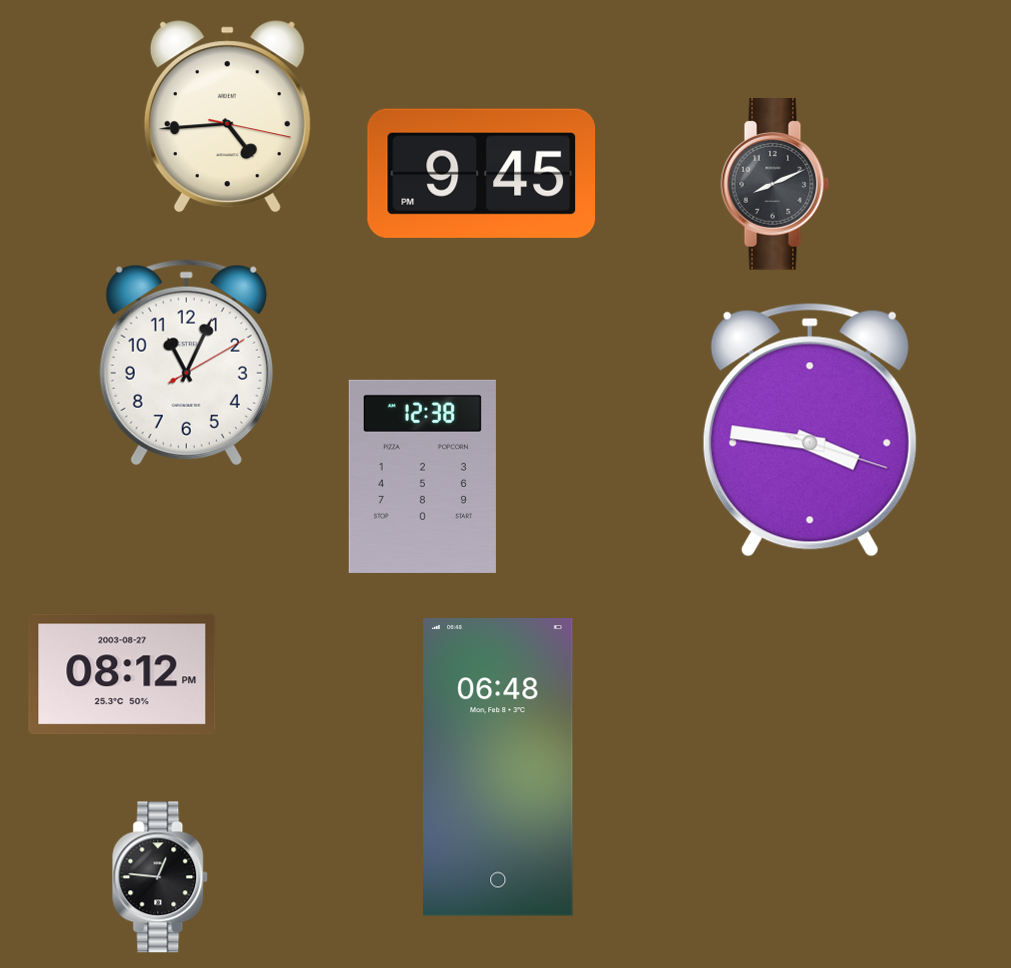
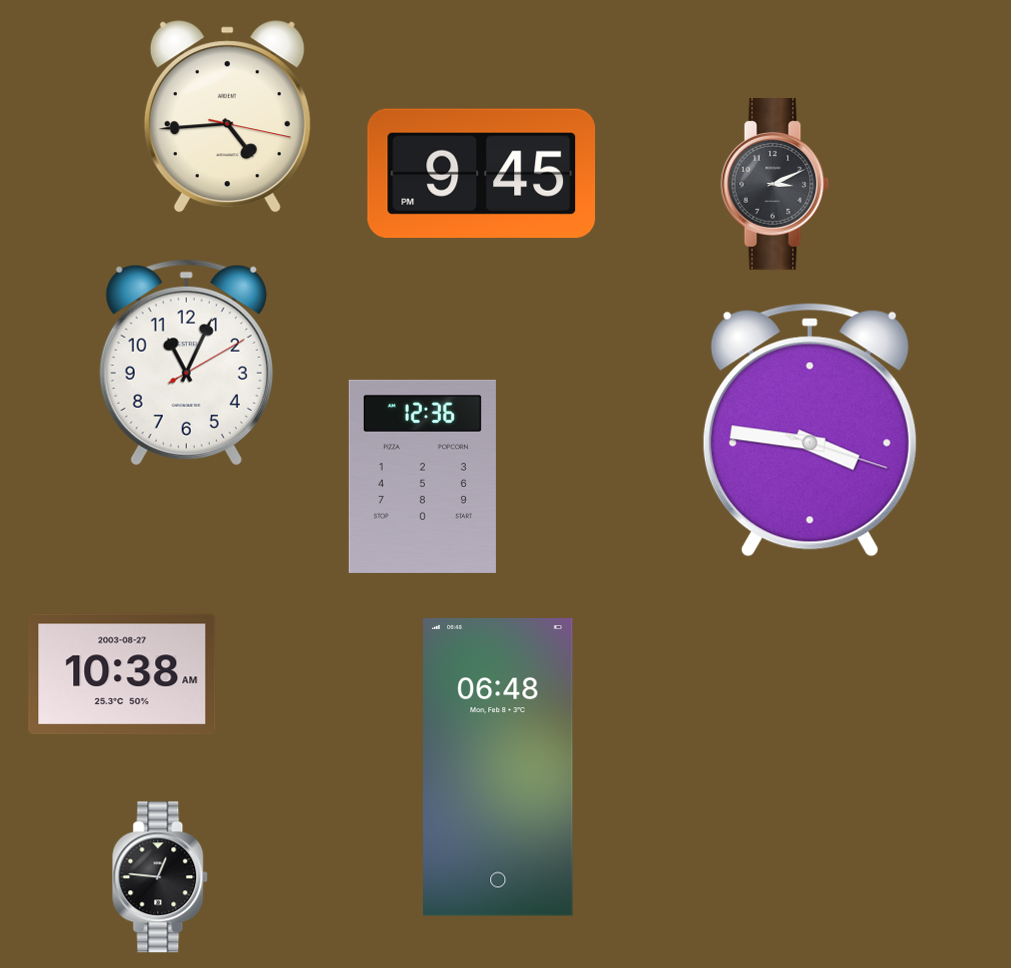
clock at (775, 184): 8:11 -> 3:11
clock at (422, 476): 12:38 -> 12:36
clock at (122, 674): 08:12 -> 10:38
